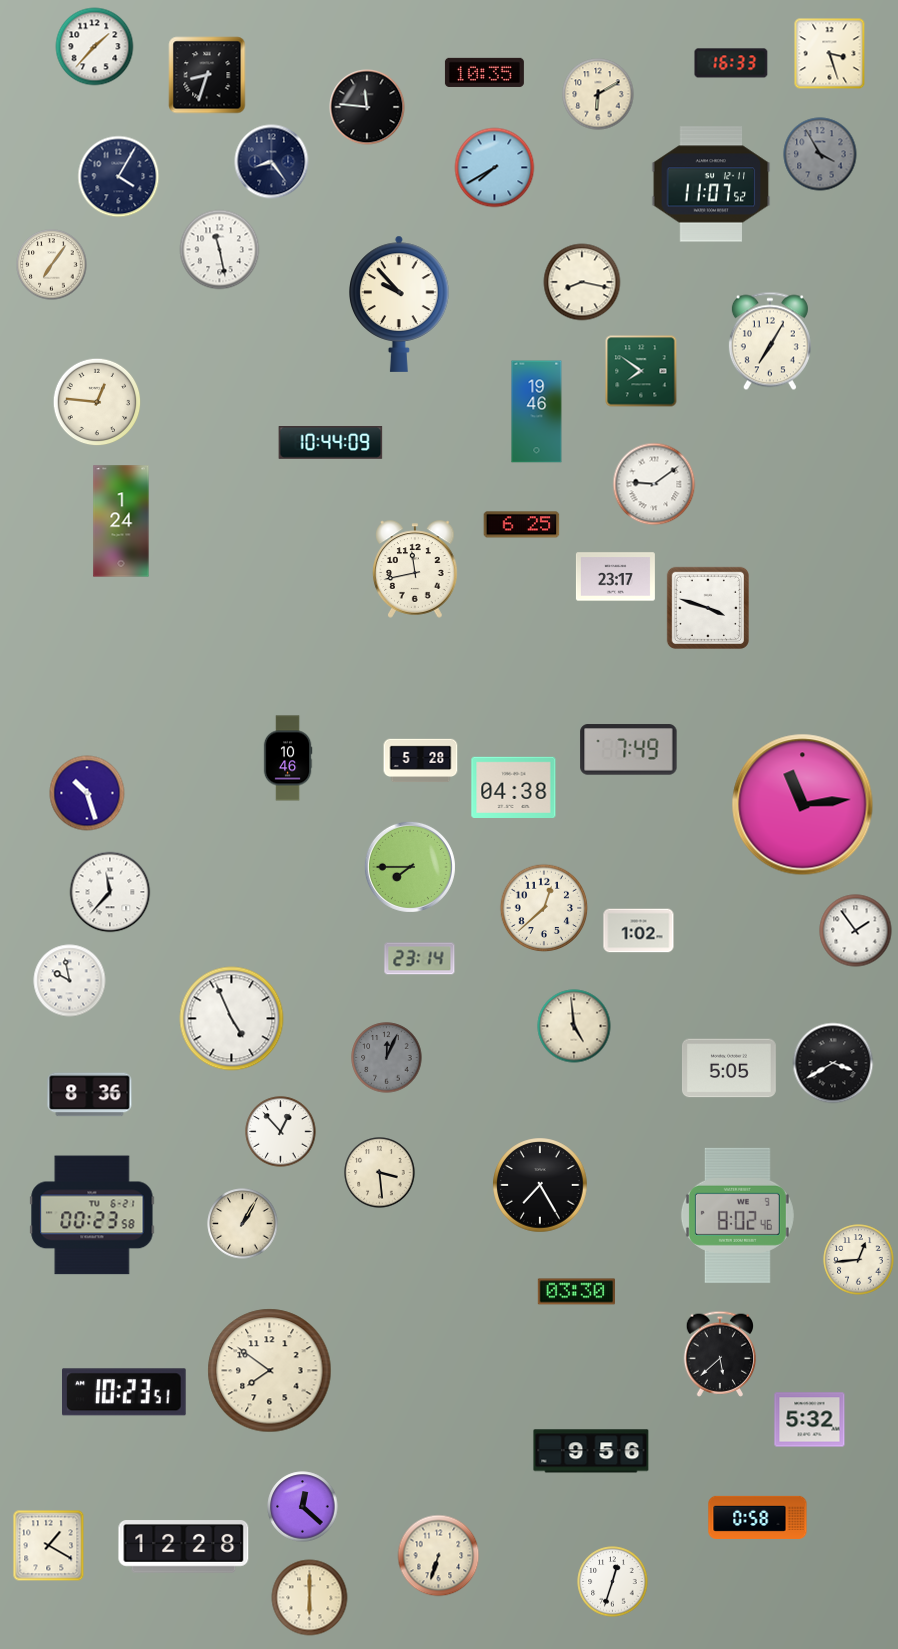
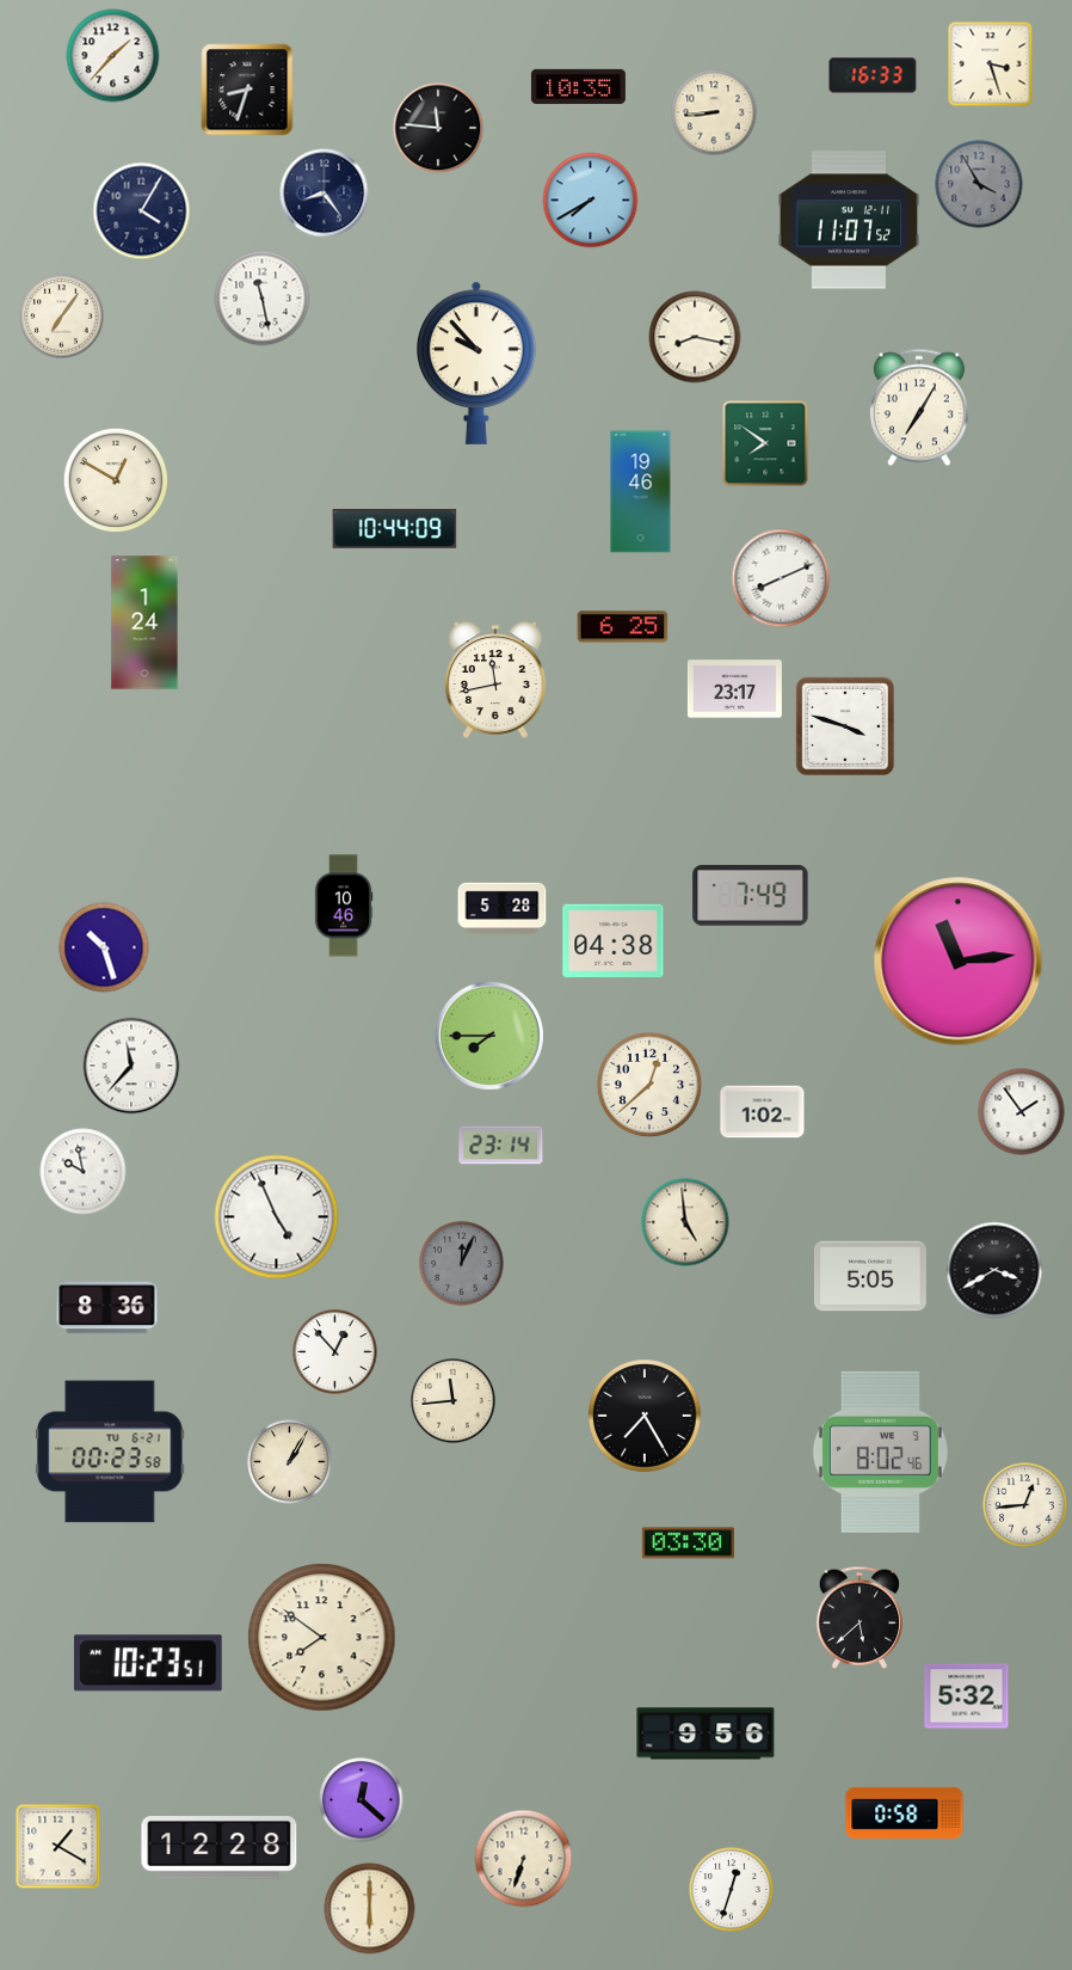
clock at (598, 94): 6:10 -> 8:44
clock at (97, 402): 12:46 -> 12:50
clock at (654, 484): 9:09 -> 8:11
clock at (574, 1026) position: (574, 1026) -> (685, 1222)
clock at (380, 1173): 3:29 -> 11:44
